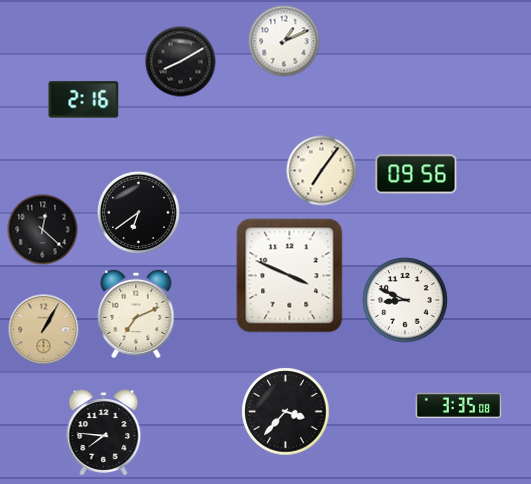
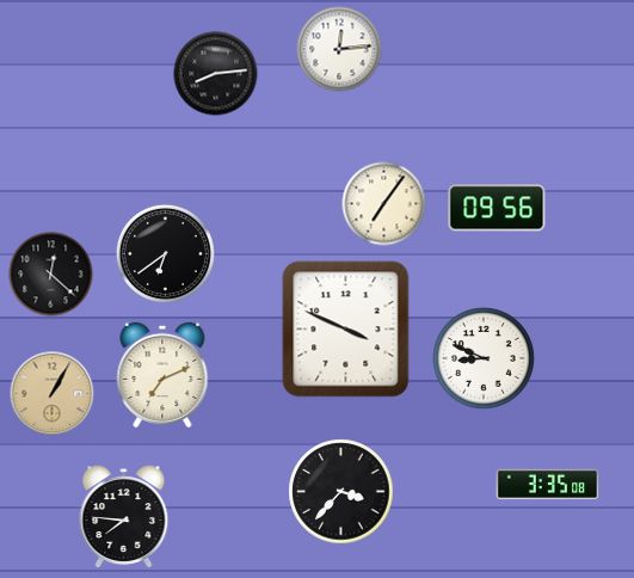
clock at (284, 41): 1:11 -> 12:14
clock at (181, 62): 8:10 -> 8:14
clock at (84, 100): 2:16 -> none
